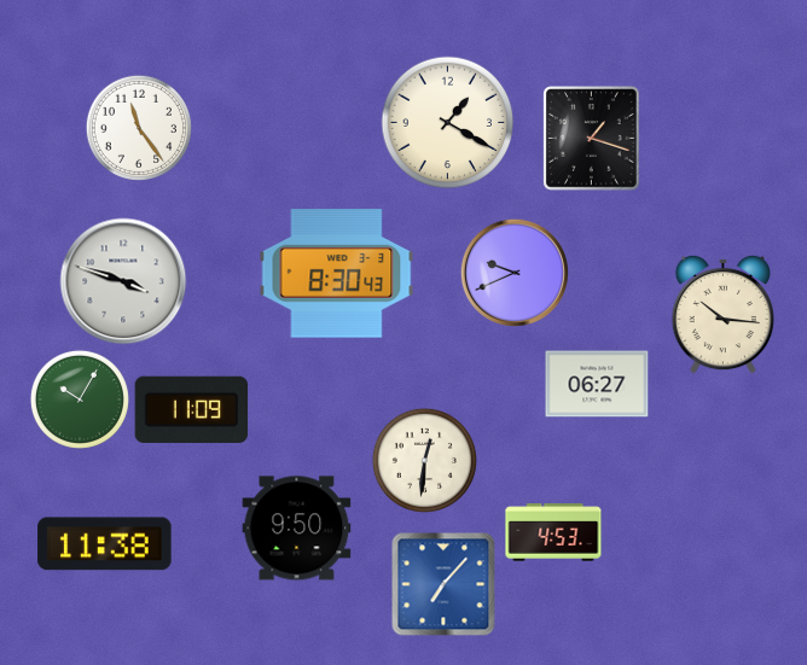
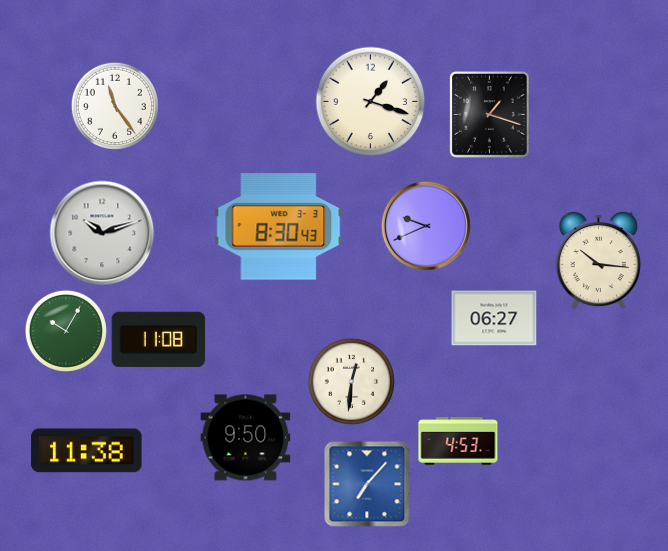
clock at (448, 123): 1:20 -> 1:18
clock at (123, 281): 3:48 -> 10:12
clock at (192, 409): 11:09 -> 11:08
